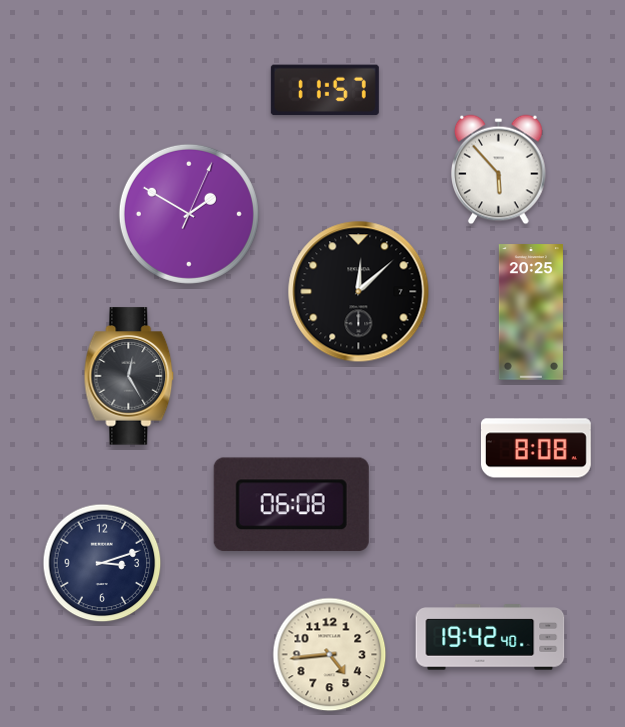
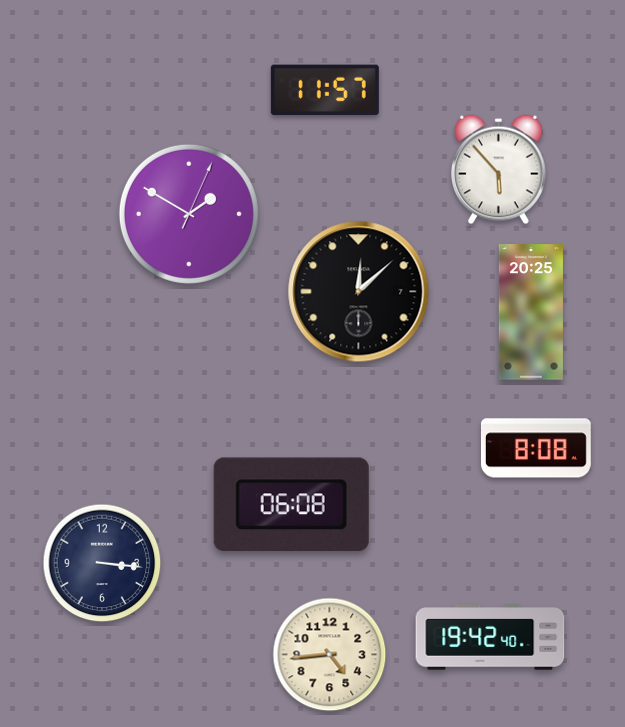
clock at (129, 376): 12:25 -> none
clock at (102, 563): 3:12 -> 3:16
